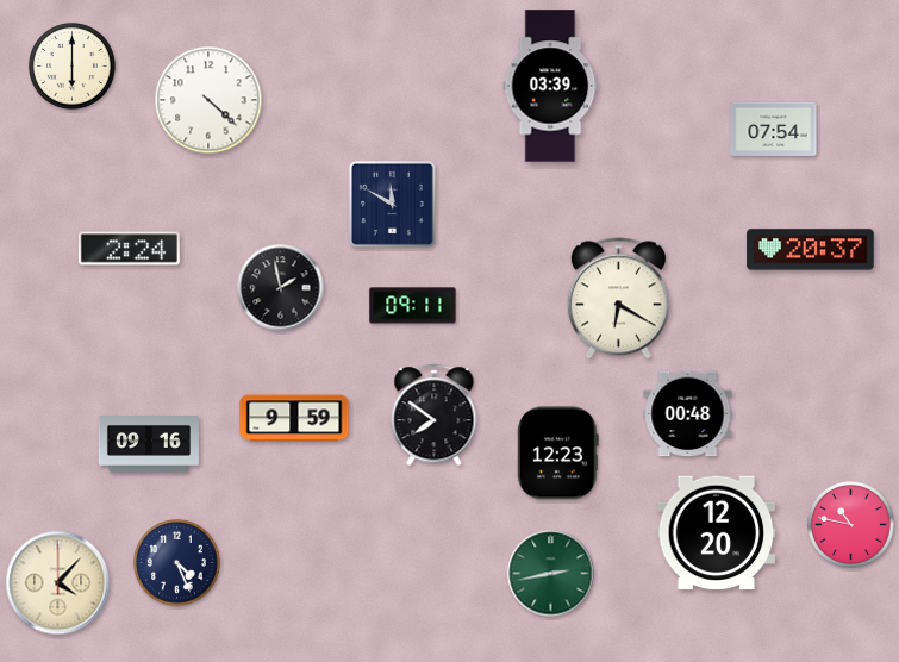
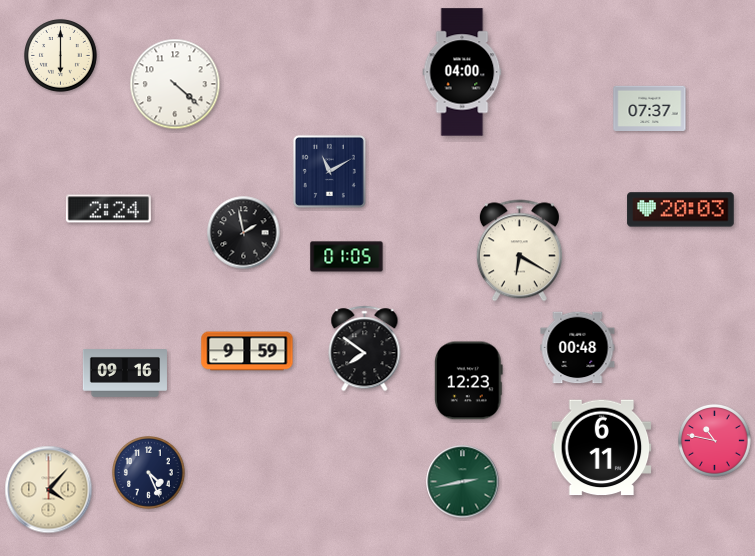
clock at (550, 86): 03:39 -> 04:00
clock at (774, 129): 07:54 -> 07:37
clock at (392, 204): 11:50 -> 11:10
clock at (811, 250): 20:37 -> 20:03
clock at (281, 288) position: (281, 288) -> (244, 233)
clock at (413, 306): 09:11 -> 01:05
clock at (717, 533): 12:20 -> 6:11
